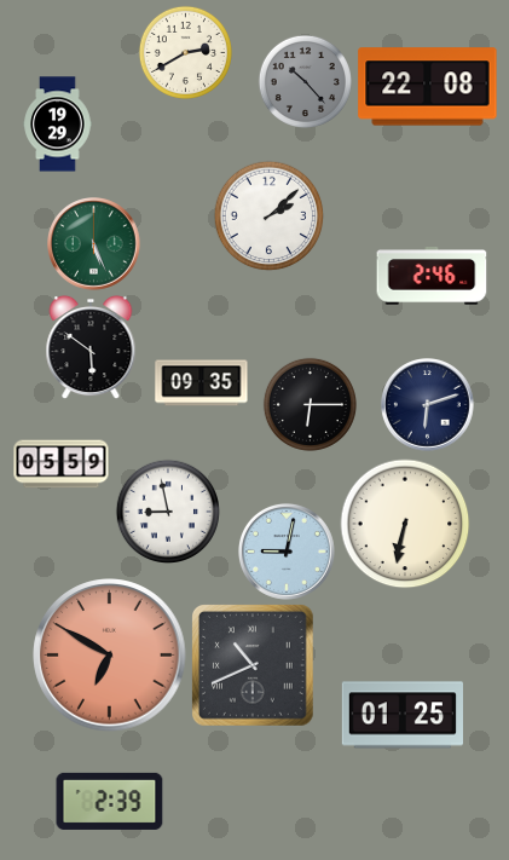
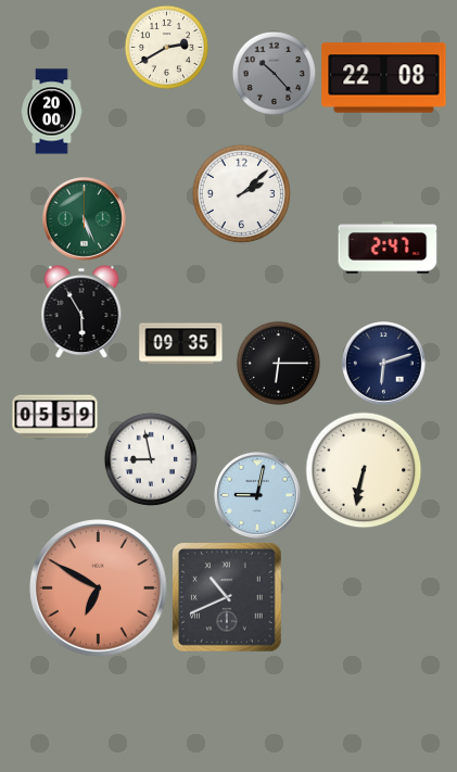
clock at (58, 125): 19:29 -> 20:00
clock at (432, 276): 2:46 -> 2:47
clock at (91, 347): 5:51 -> 5:55
clock at (401, 715): 01:25 -> none
clock at (110, 801): 2:39 -> none
